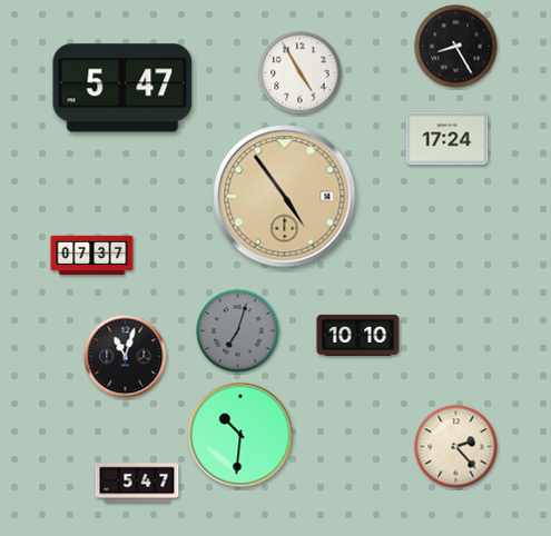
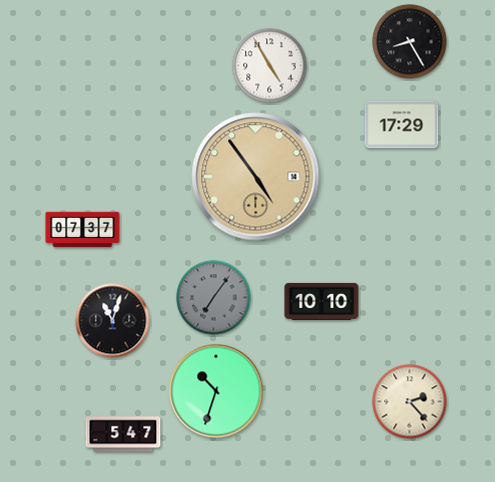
clock at (122, 88): 5:47 -> none
clock at (447, 139): 17:24 -> 17:29
clock at (238, 331): 7:03 -> 7:06
clock at (240, 435): 10:31 -> 10:33
